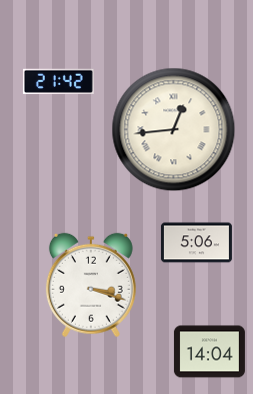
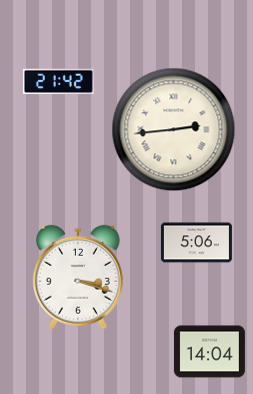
clock at (174, 130): 12:44 -> 2:44
clock at (91, 285) position: (91, 285) -> (78, 277)
